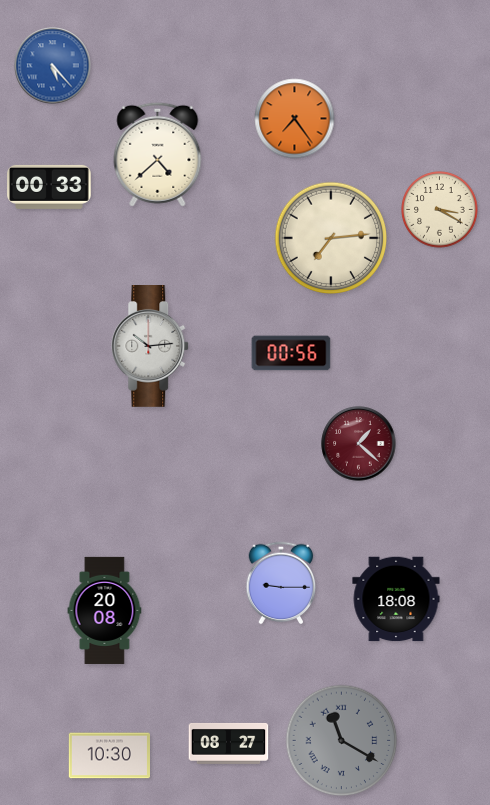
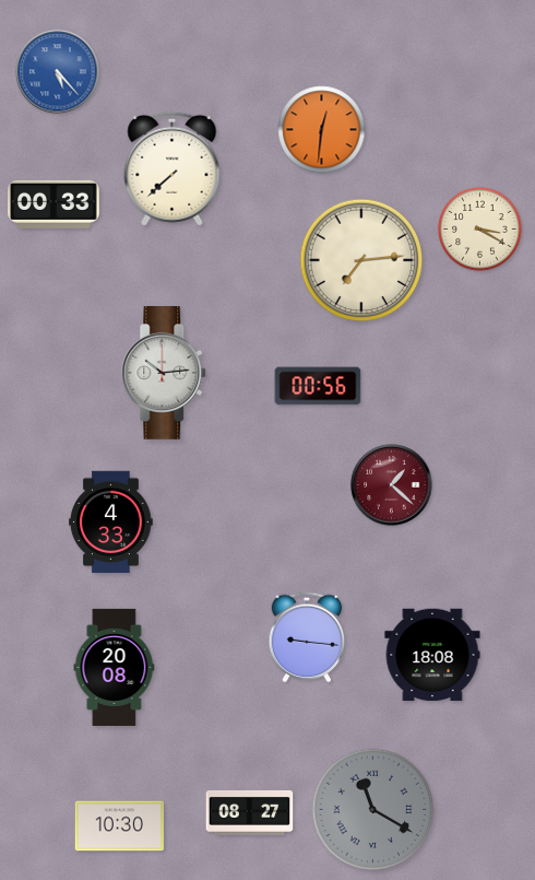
clock at (295, 119): 7:24 -> 12:31
clock at (158, 154): 4:38 -> 7:38
clock at (151, 347) position: (151, 347) -> (165, 374)
clock at (111, 523): none -> 4:33
clock at (281, 583): 9:15 -> 9:16
